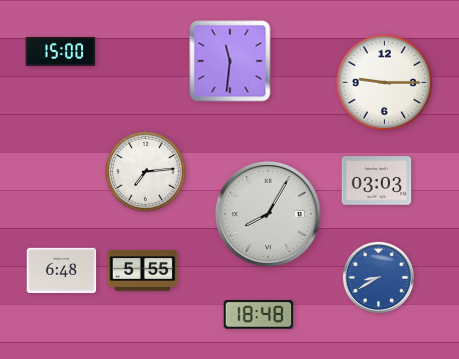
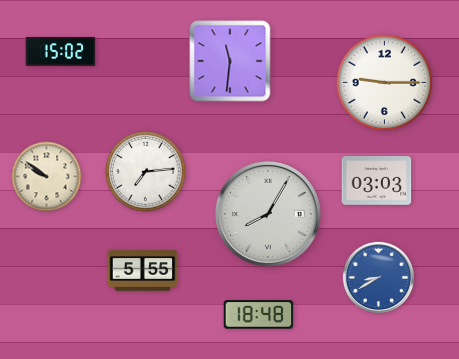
clock at (61, 51): 15:00 -> 15:02
clock at (47, 177): none -> 9:51
clock at (62, 271): 6:48 -> none
